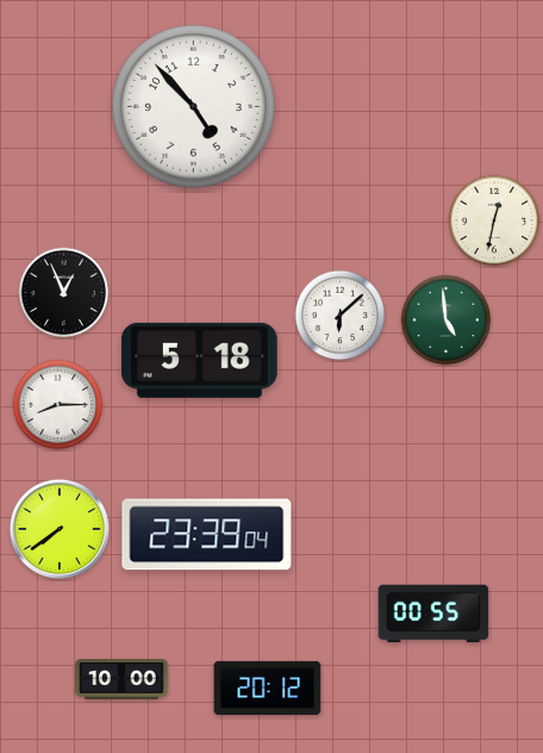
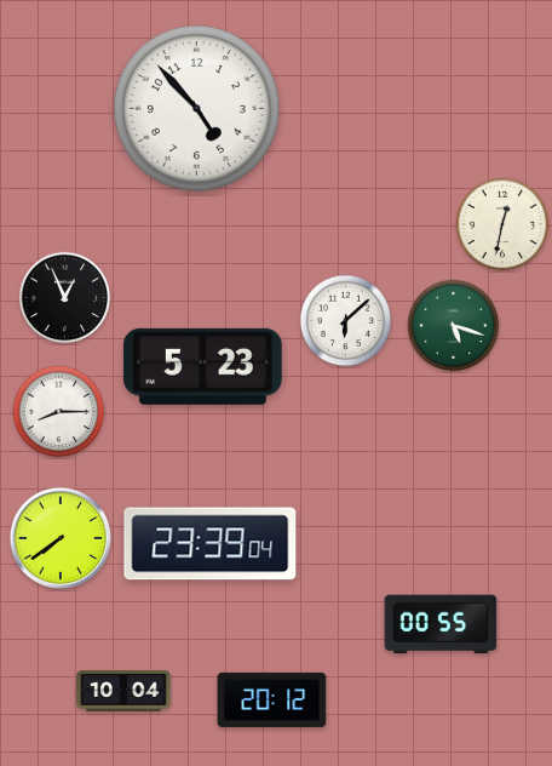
clock at (447, 321): 4:59 -> 5:18
clock at (199, 360): 5:18 -> 5:23
clock at (121, 679): 10:00 -> 10:04
